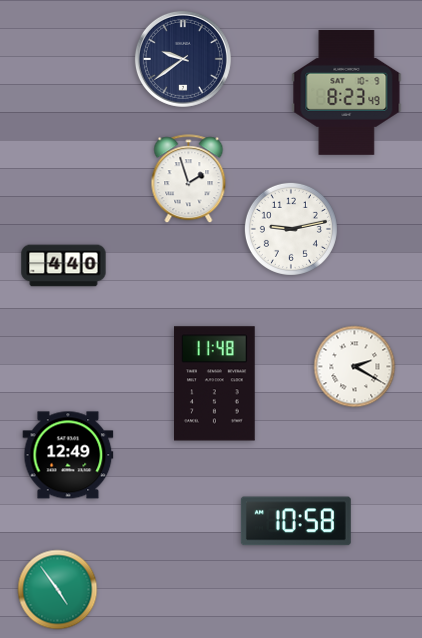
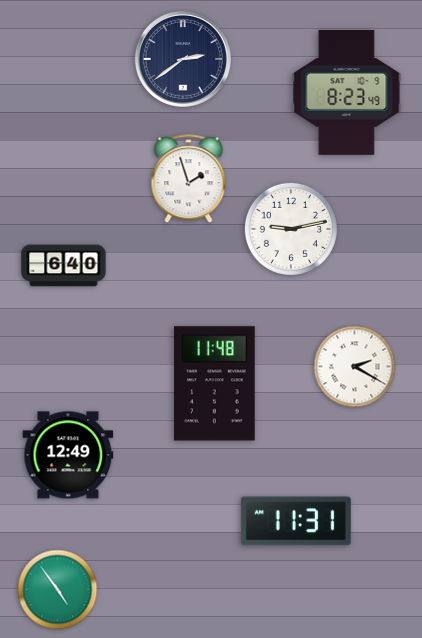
clock at (183, 59): 9:39 -> 2:39
clock at (64, 266): 4:40 -> 6:40
clock at (296, 521): 10:58 -> 11:31
